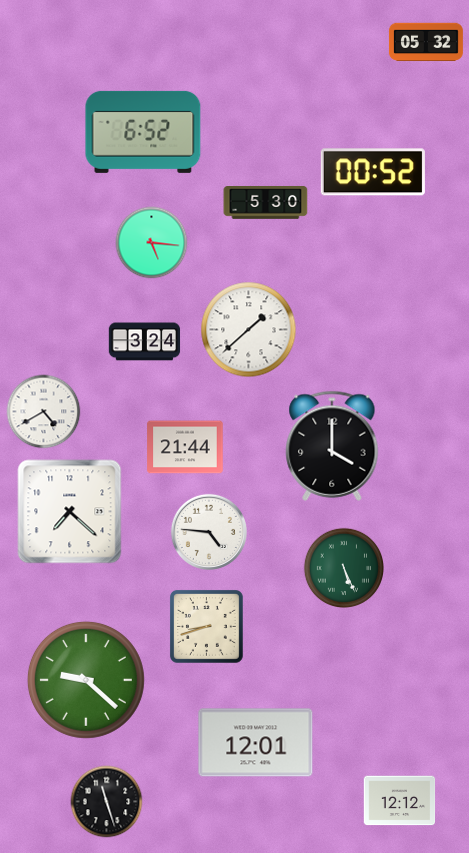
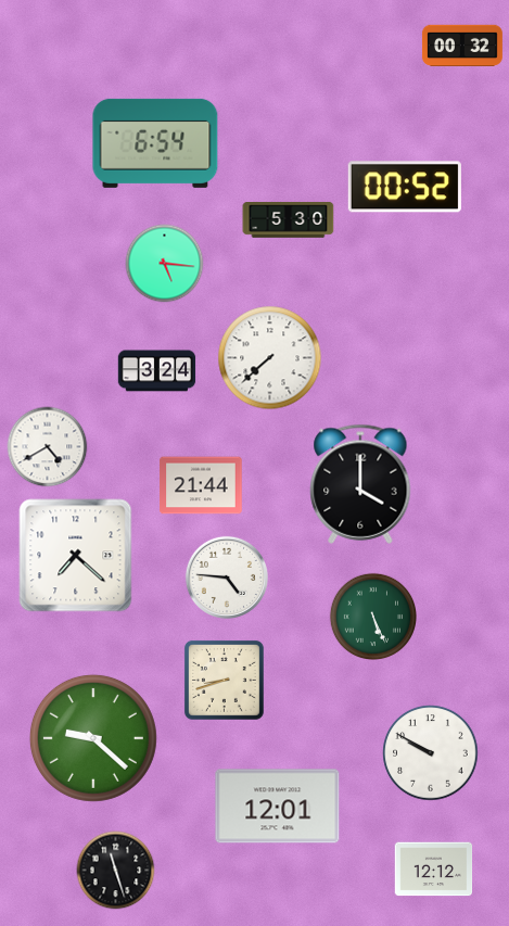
clock at (426, 42): 05:32 -> 00:32
clock at (143, 132): 6:52 -> 6:54
clock at (249, 330): 1:38 -> 7:38
clock at (431, 753): none -> 9:50
